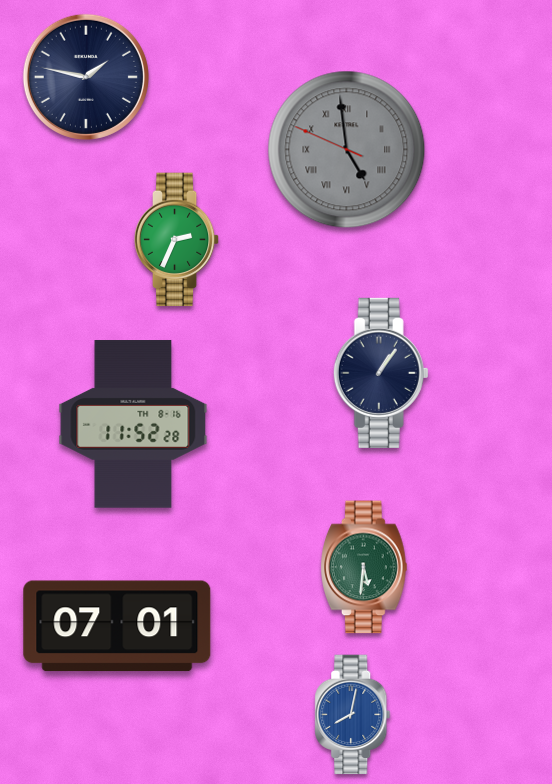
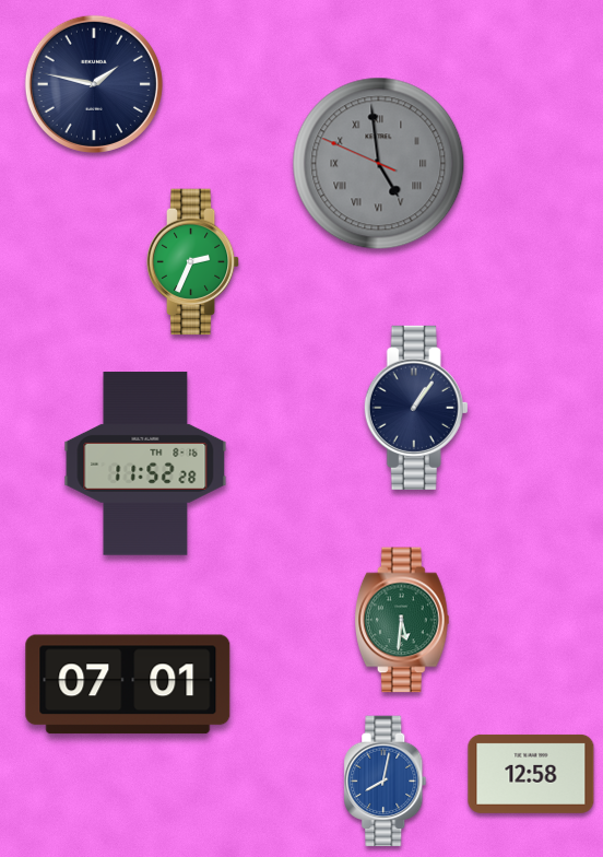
clock at (365, 567) position: (365, 567) -> (403, 620)
clock at (531, 774): none -> 12:58
